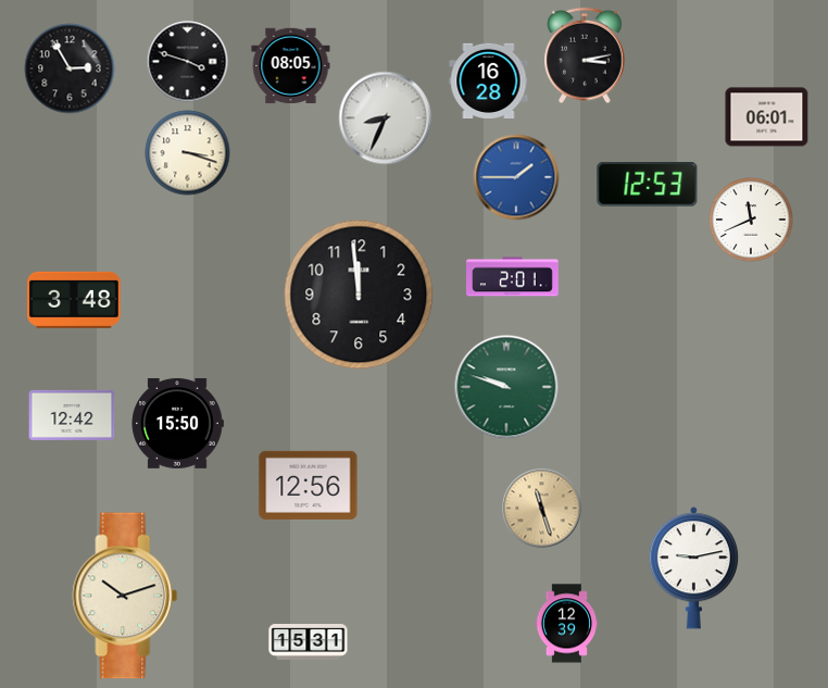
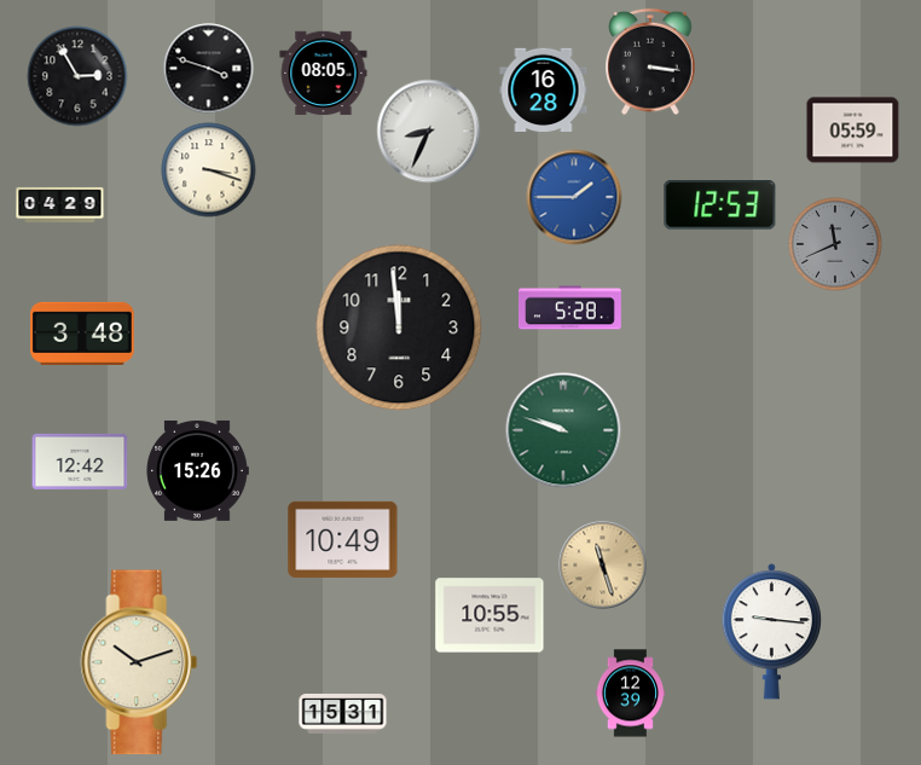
clock at (585, 55): 3:13 -> 3:16
clock at (767, 117): 06:01 -> 05:59
clock at (60, 204): none -> 04:29
clock at (751, 220) dial: white -> grey
clock at (513, 277): 2:01 -> 5:28
clock at (177, 423): 15:50 -> 15:26
clock at (309, 485): 12:56 -> 10:49
clock at (490, 615): none -> 10:55
clock at (693, 568): 9:13 -> 9:16
